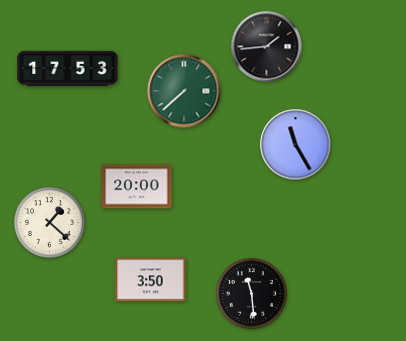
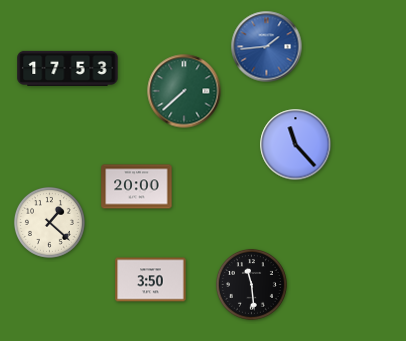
clock at (267, 47) dial: black -> blue
clock at (296, 145): 11:25 -> 11:23
clock at (251, 293) position: (251, 293) -> (251, 284)
